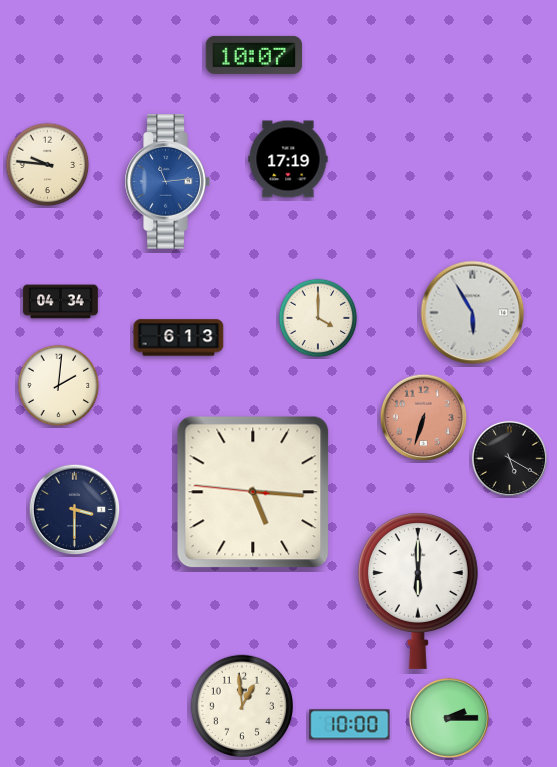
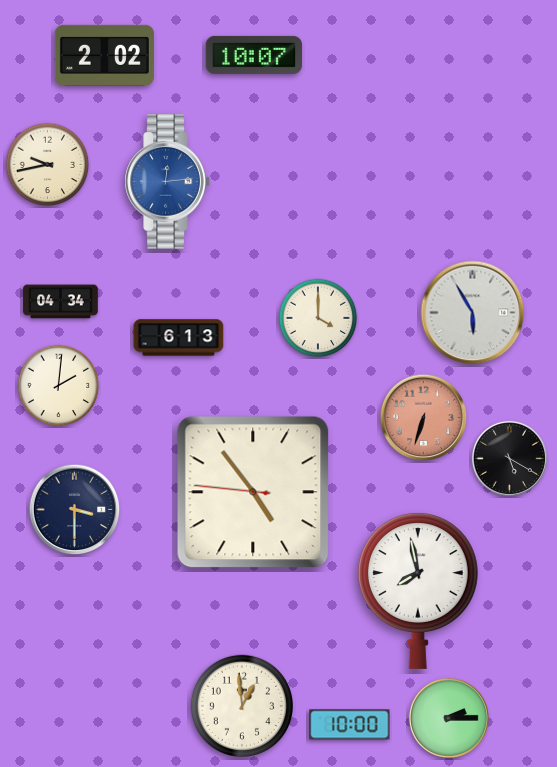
clock at (104, 55): none -> 2:02
clock at (288, 159): 17:19 -> none
clock at (48, 165): 9:46 -> 9:43
clock at (167, 182): 11:14 -> 12:14
clock at (253, 492): 5:15 -> 4:53
clock at (418, 591): 6:00 -> 7:58
